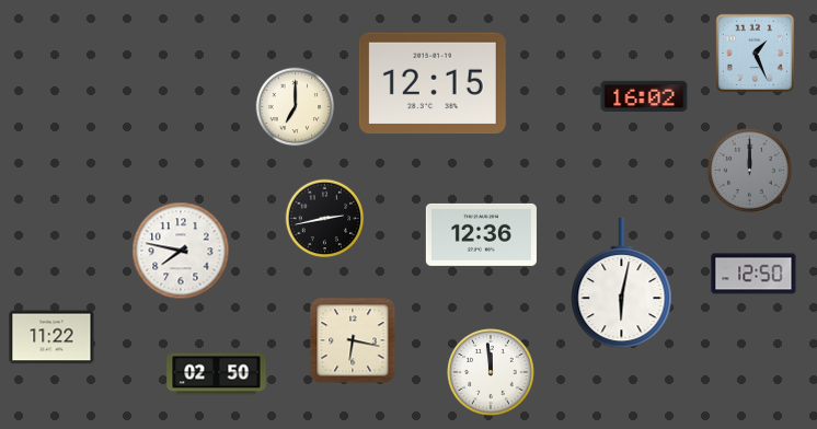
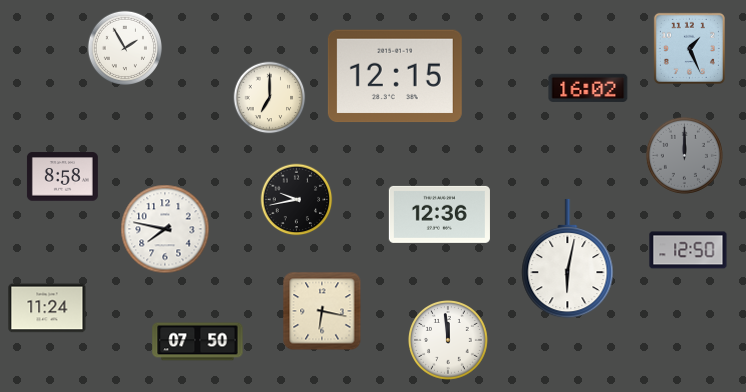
clock at (124, 47): none -> 1:55
clock at (62, 177): none -> 8:58
clock at (325, 219): 2:43 -> 9:43
clock at (51, 337): 11:22 -> 11:24
clock at (217, 374): 02:50 -> 07:50
